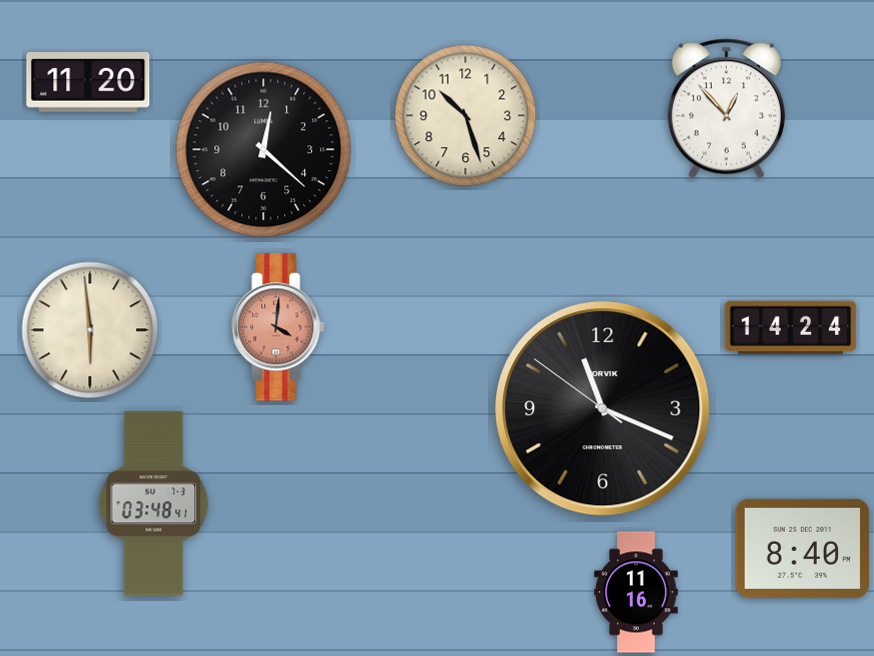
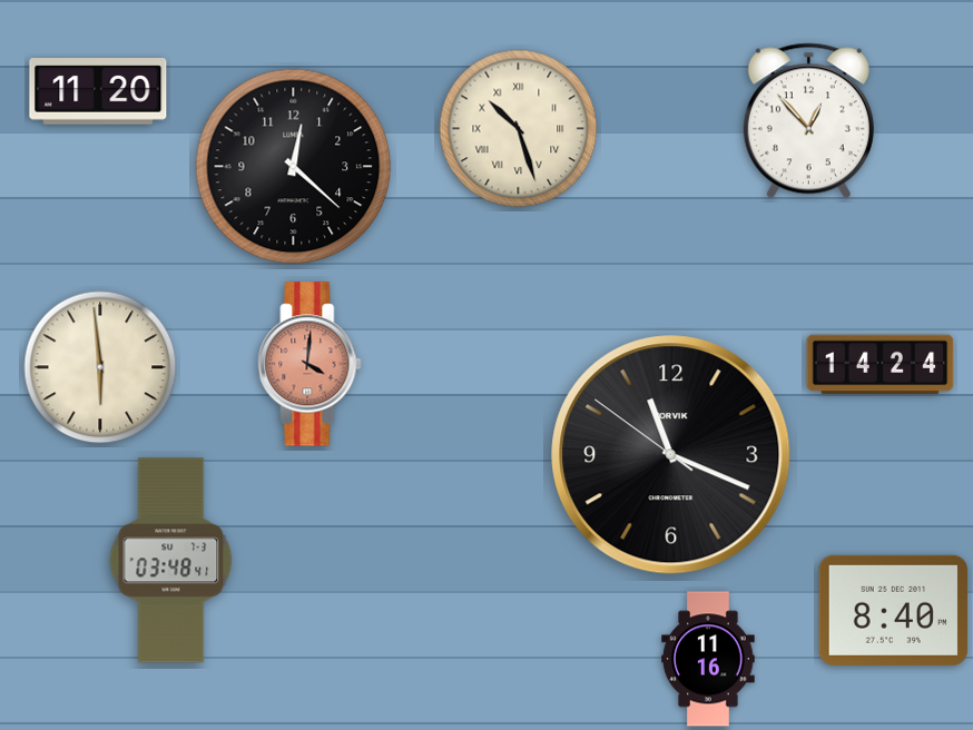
clock at (466, 116) numerals: Arabic -> Roman
